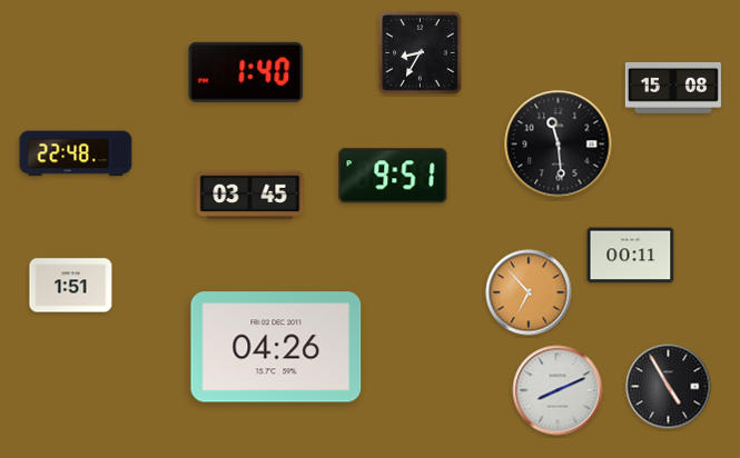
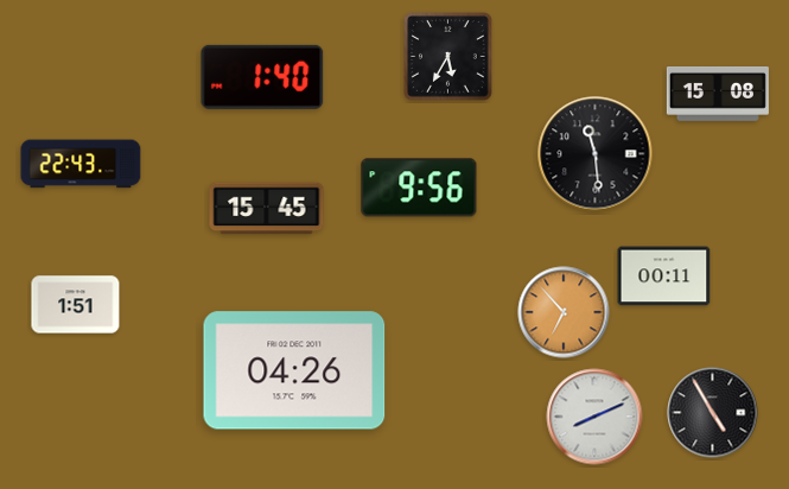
clock at (421, 53): 8:35 -> 5:35
clock at (76, 153): 22:48 -> 22:43
clock at (393, 176): 9:51 -> 9:56
clock at (250, 196): 03:45 -> 15:45
clock at (631, 256) position: (631, 256) -> (664, 277)
